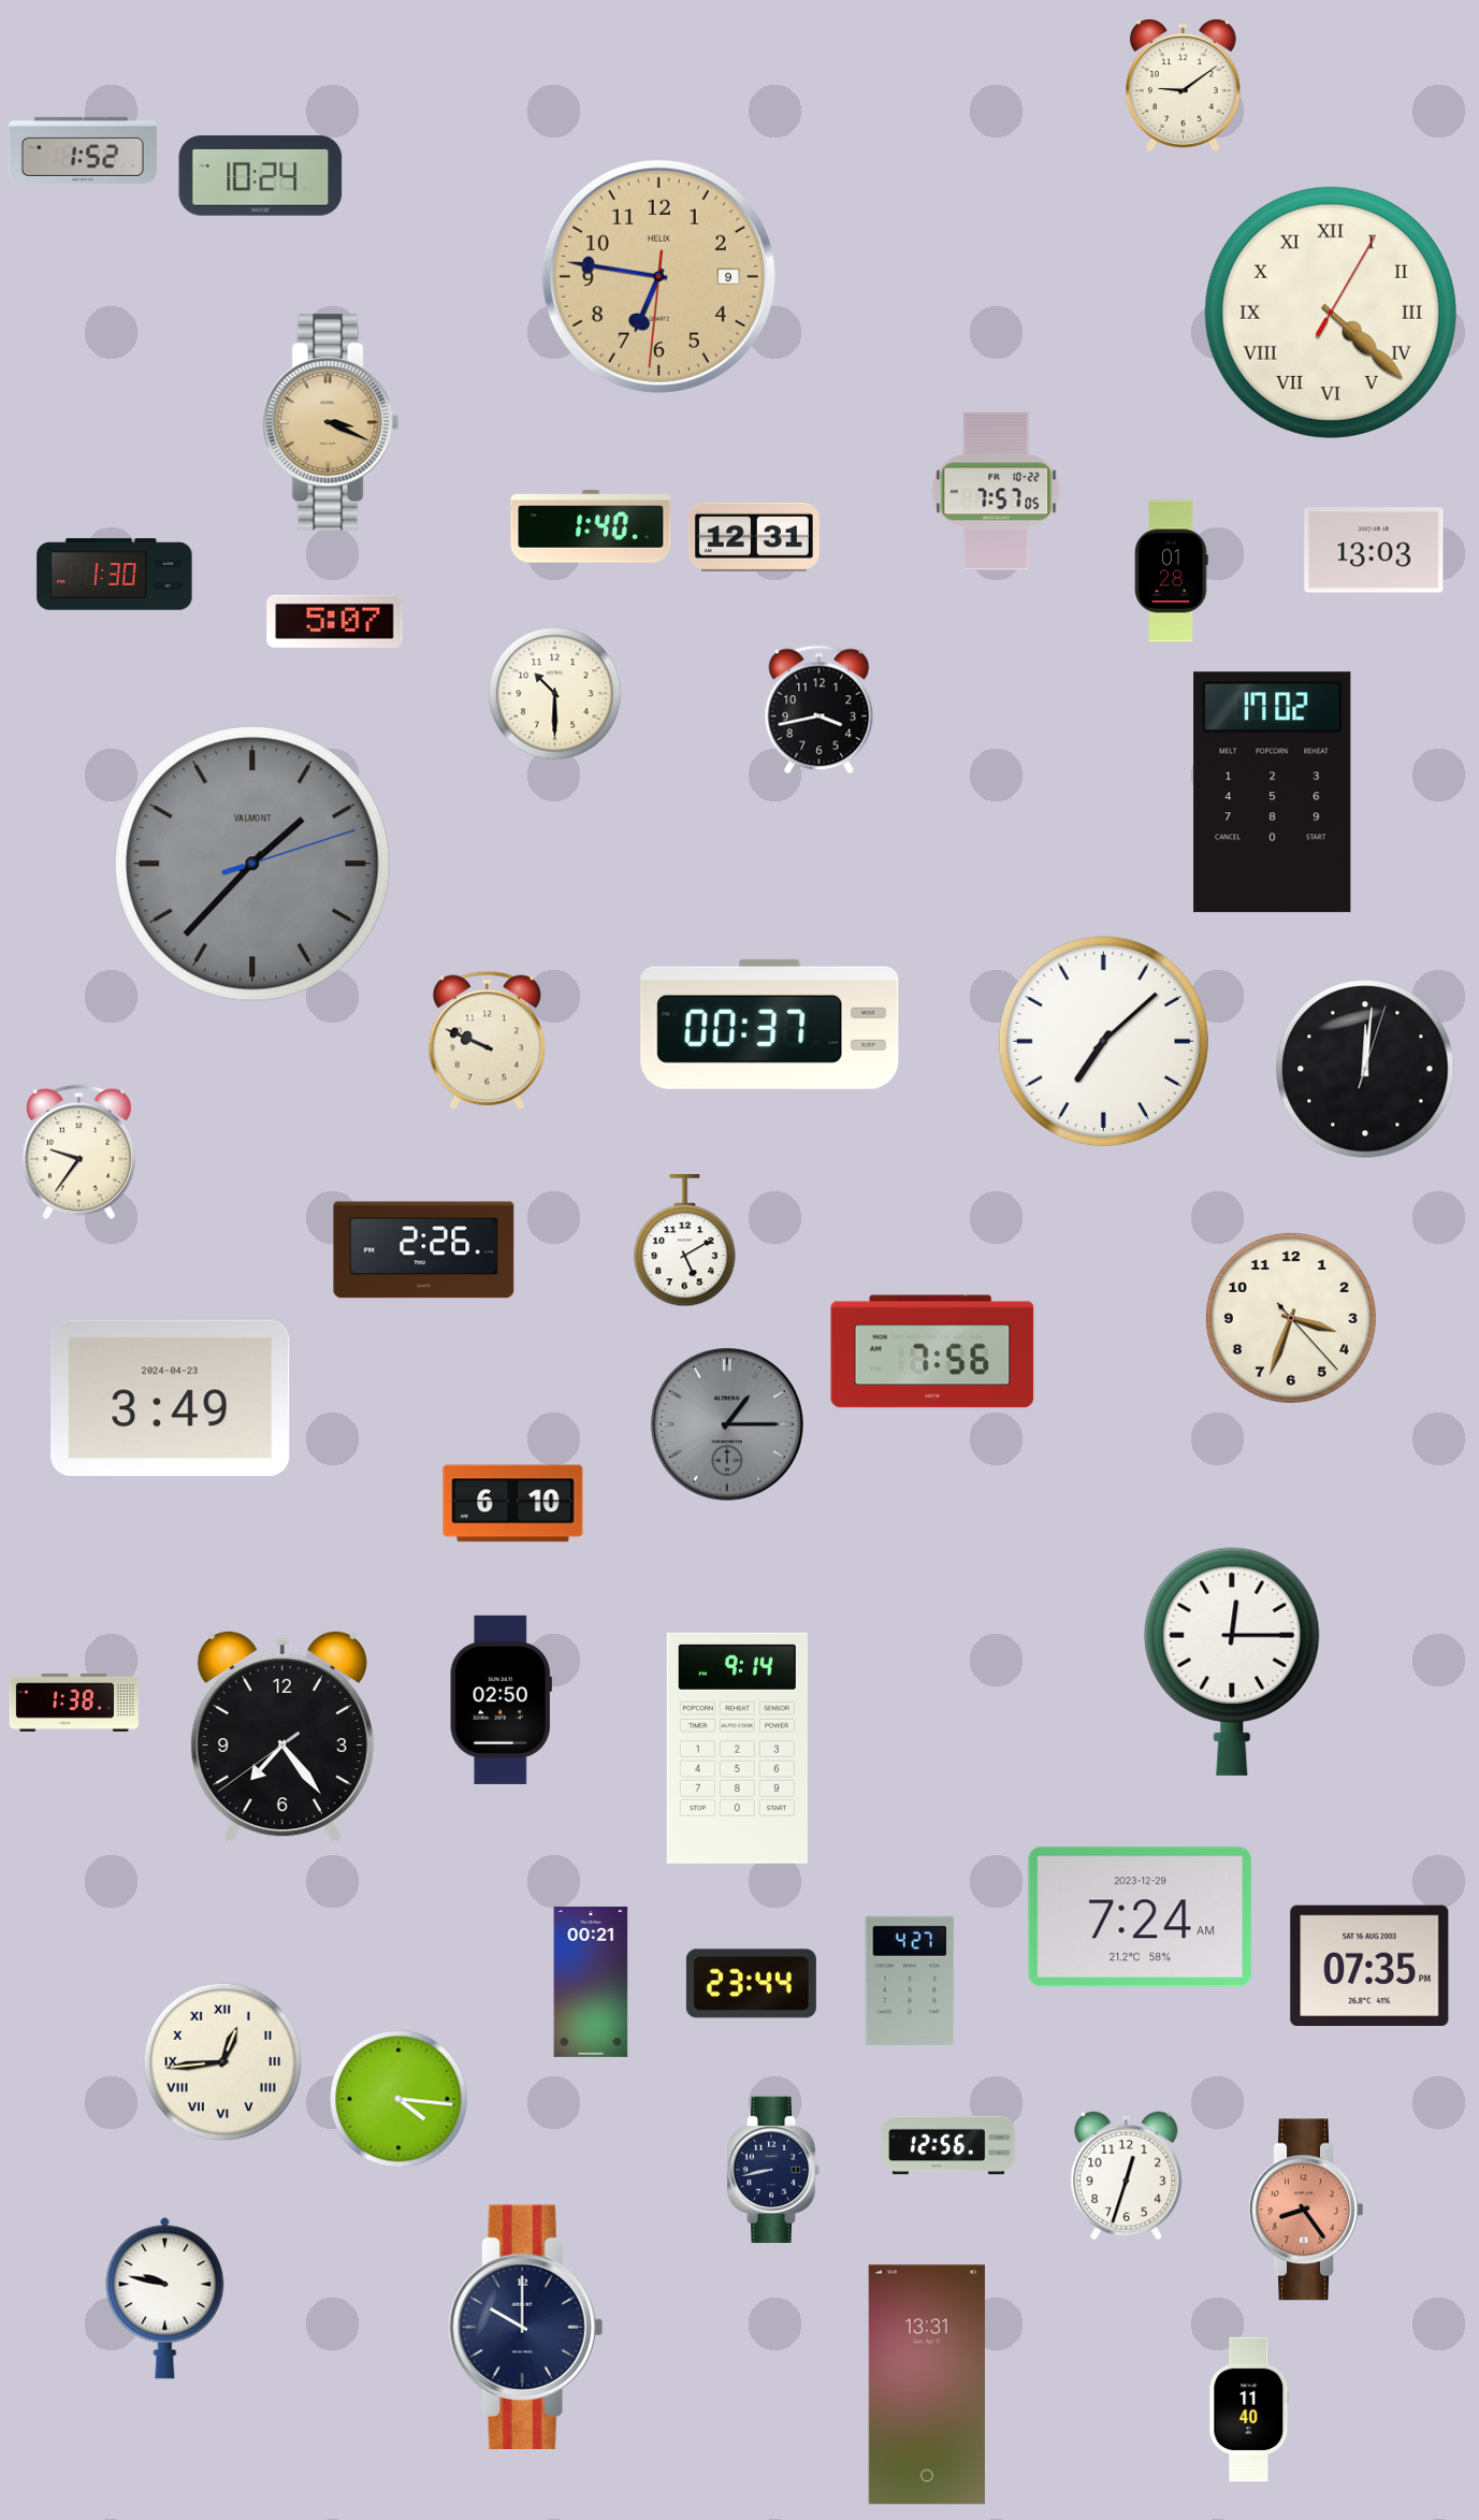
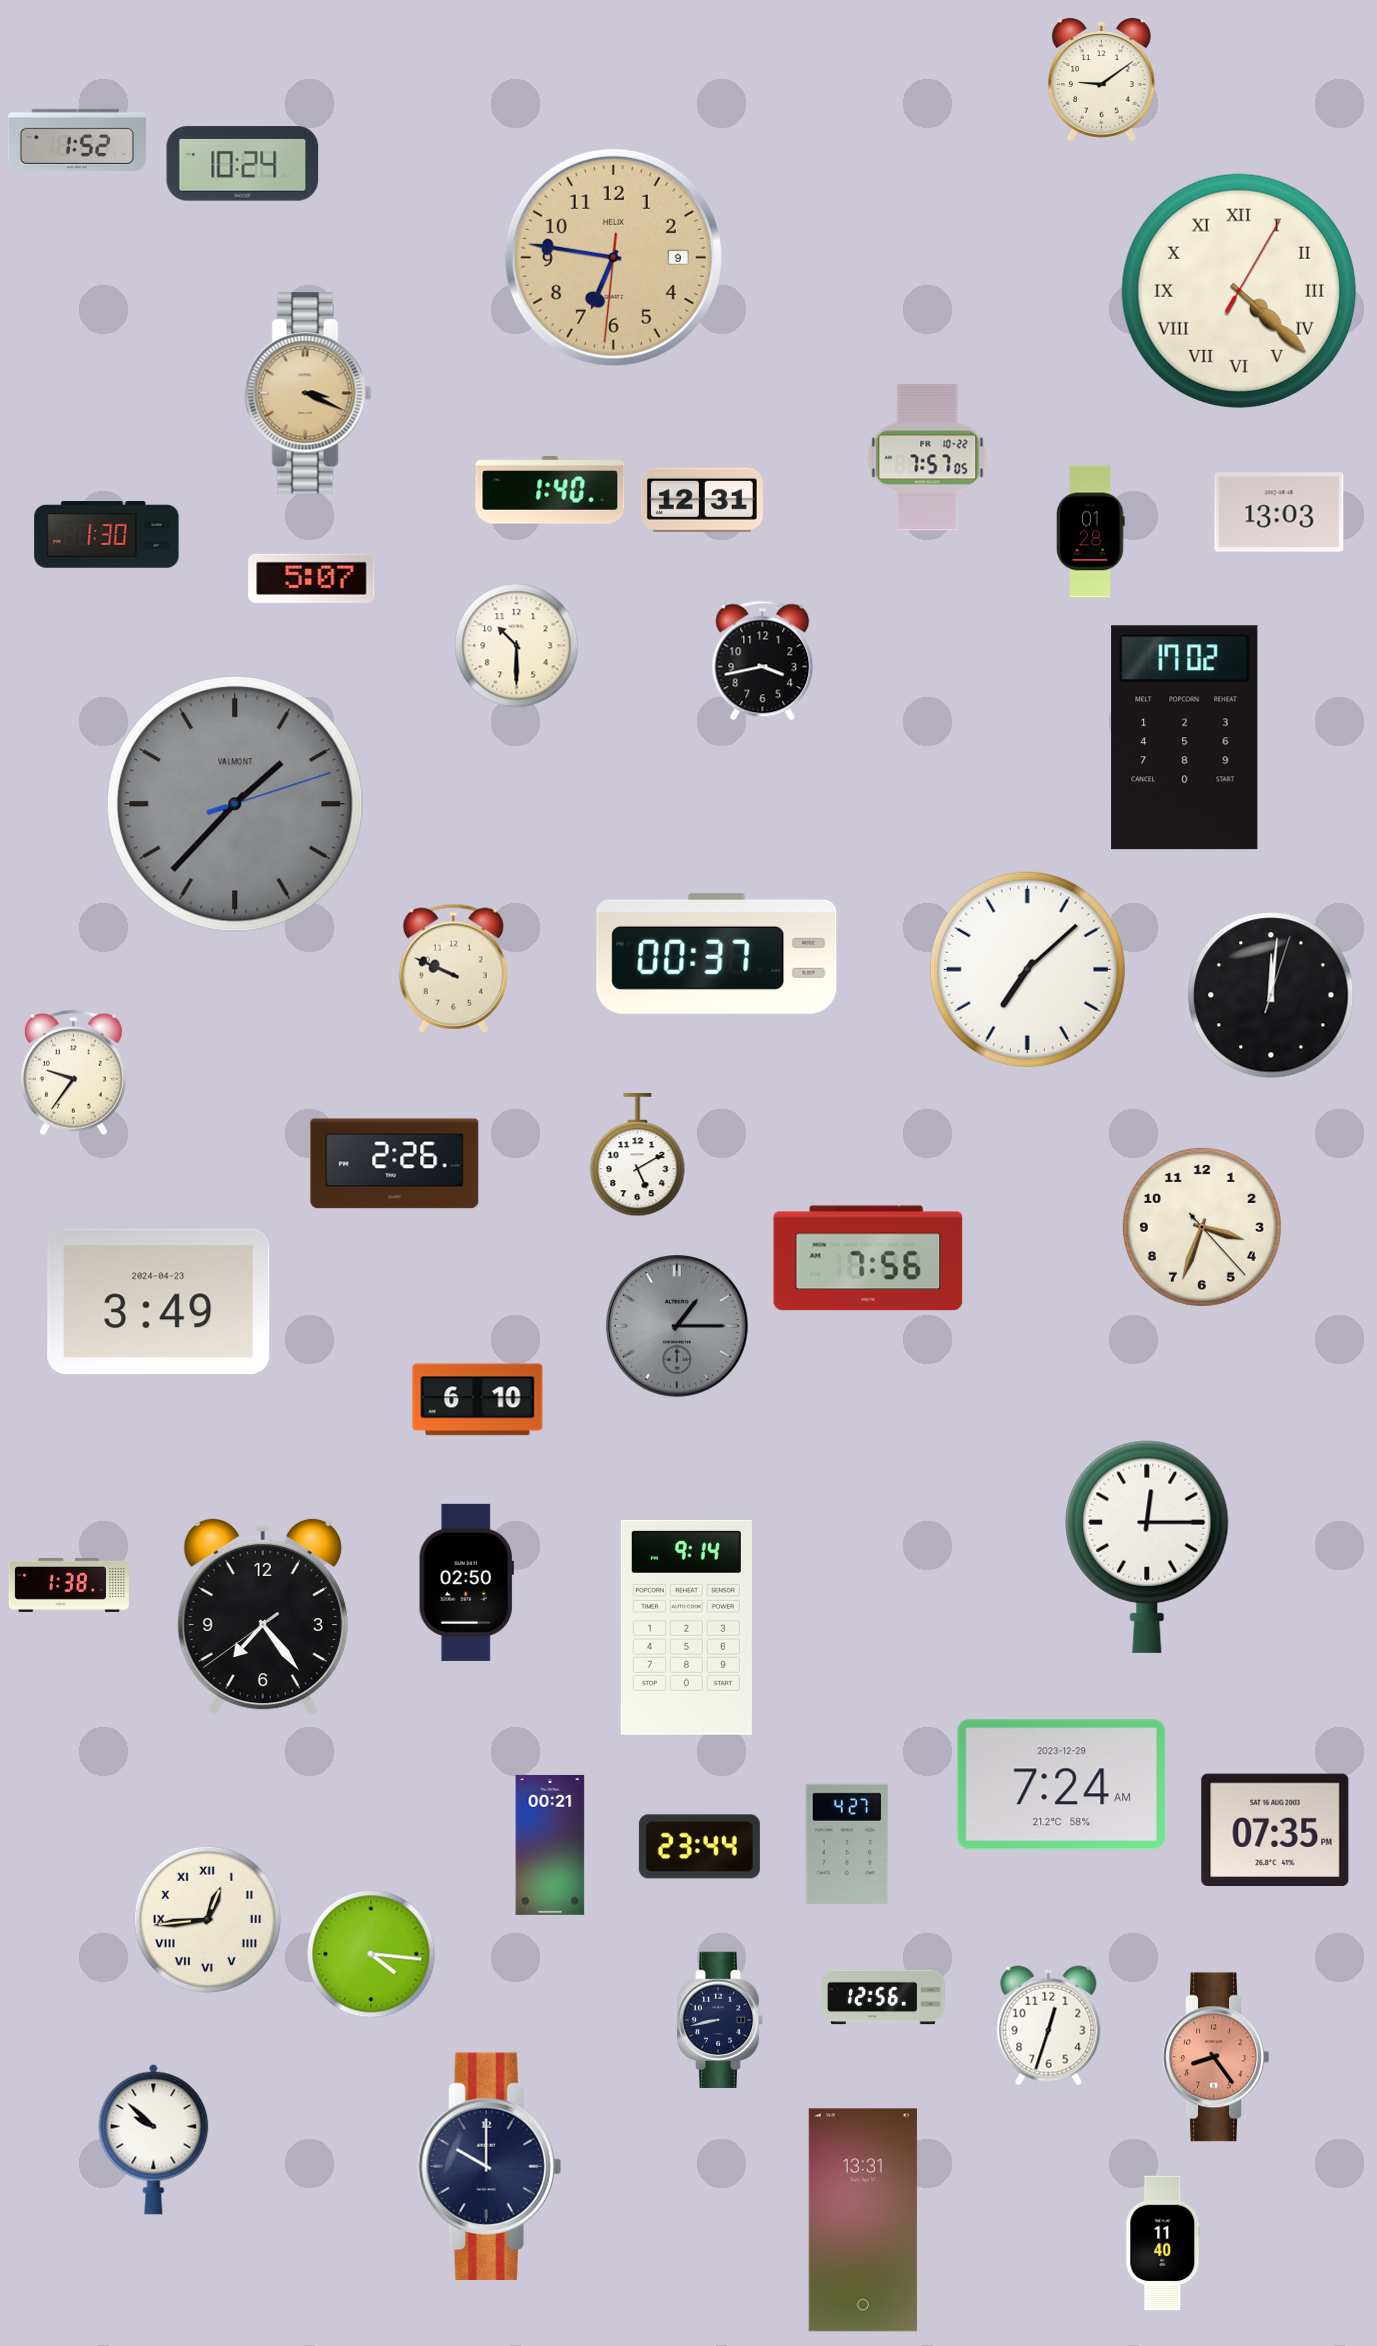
clock at (165, 2298): 9:47 -> 9:52
